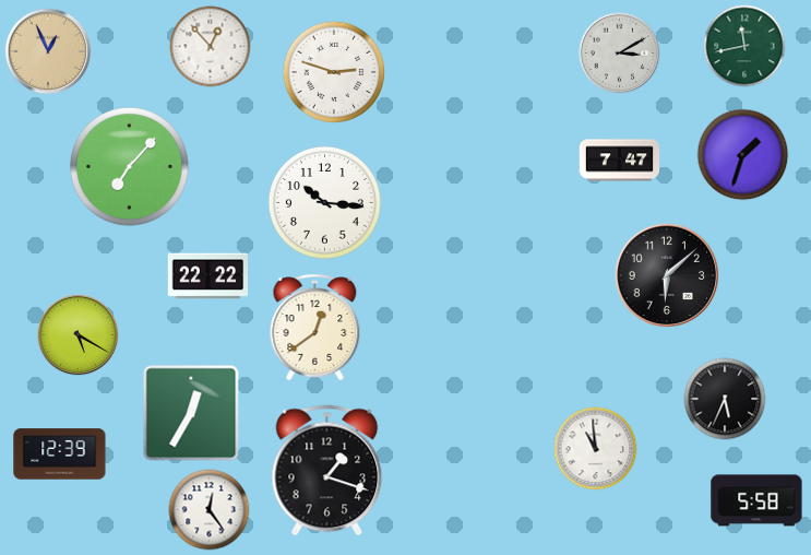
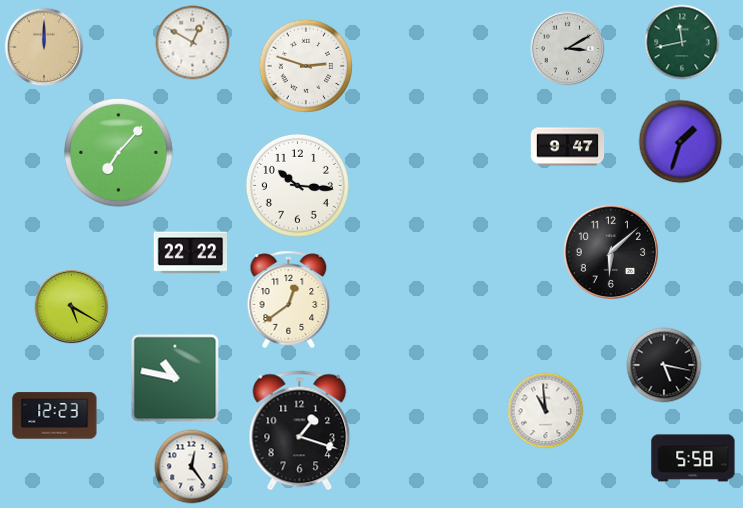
clock at (211, 47): 12:53 -> 12:50
clock at (48, 51): 12:56 -> 12:00
clock at (620, 161): 7:47 -> 9:47
clock at (725, 399): 5:34 -> 5:17
clock at (191, 413): 12:35 -> 10:47
clock at (60, 454): 12:39 -> 12:23
